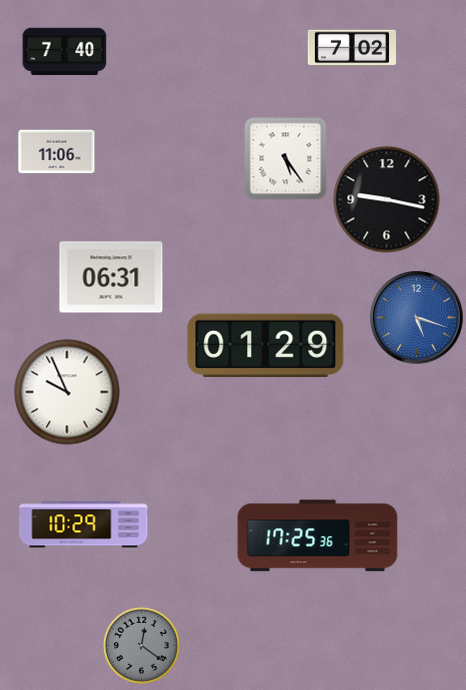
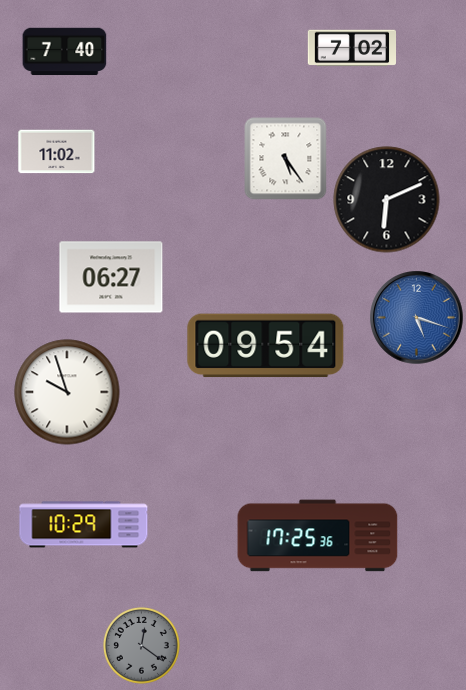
clock at (57, 152): 11:06 -> 11:02
clock at (387, 200): 9:17 -> 6:11
clock at (111, 277): 06:31 -> 06:27
clock at (266, 346): 01:29 -> 09:54
clock at (67, 392): 9:56 -> 9:57
